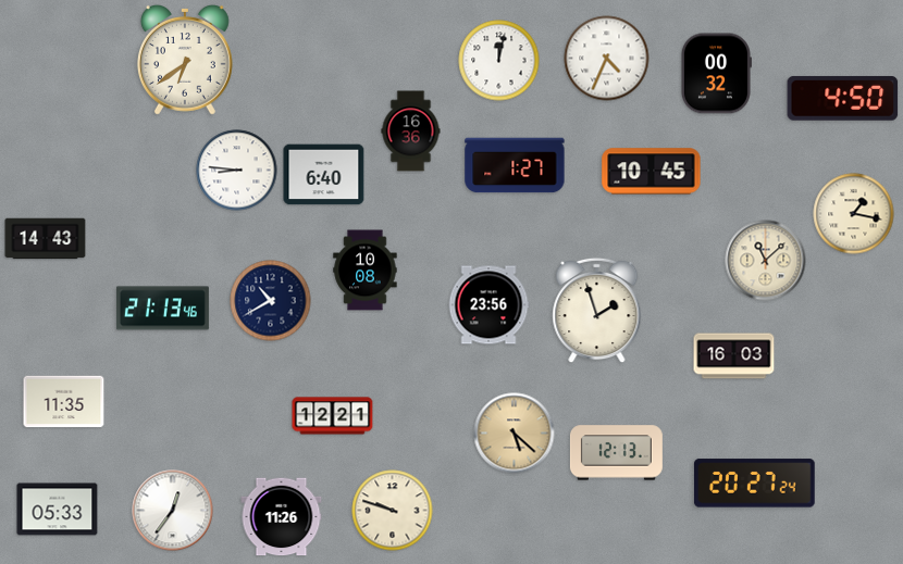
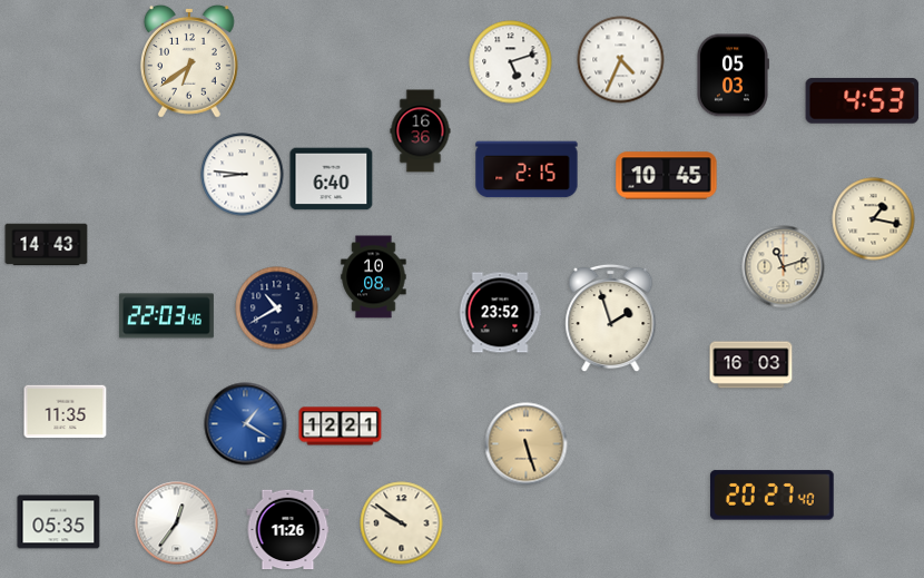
clock at (499, 61): 12:02 -> 5:12
clock at (716, 74): 00:32 -> 05:03
clock at (843, 98): 4:50 -> 4:53
clock at (411, 131) position: (411, 131) -> (421, 131)
clock at (515, 165): 1:27 -> 2:15
clock at (766, 261): 11:08 -> 11:12
clock at (488, 305): 23:56 -> 23:52
clock at (162, 309): 21:13 -> 22:03
clock at (246, 424): none -> 1:20
clock at (515, 434): 5:22 -> 5:27
clock at (616, 453): 12:13 -> none
clock at (754, 484): 20:27:24 -> 20:27:40
clock at (58, 510): 05:33 -> 05:35
clock at (393, 511): 9:48 -> 9:51
